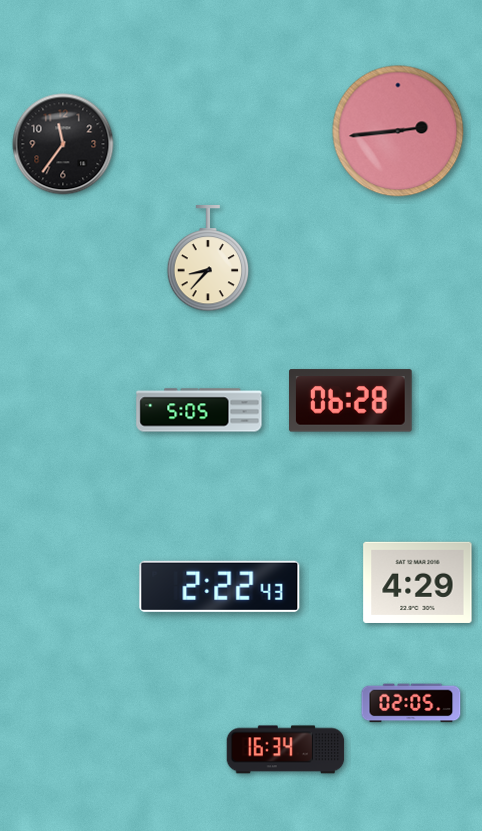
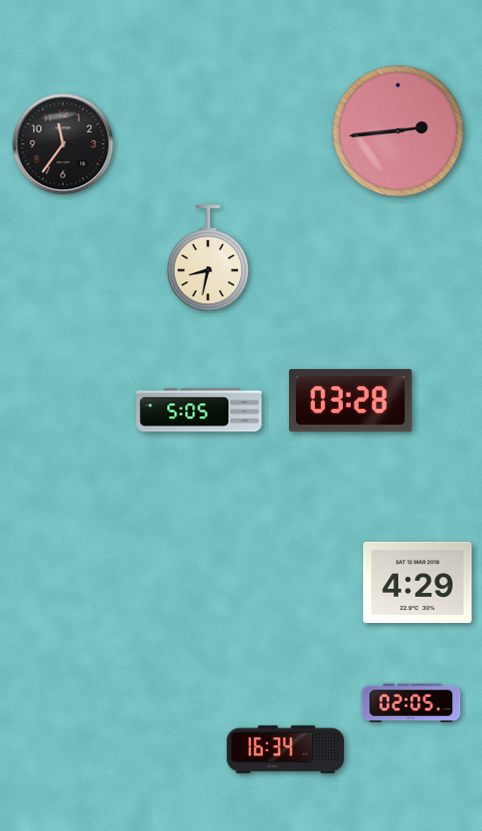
clock at (208, 258): 8:37 -> 8:32
clock at (351, 401): 06:28 -> 03:28
clock at (220, 586): 2:22 -> none
